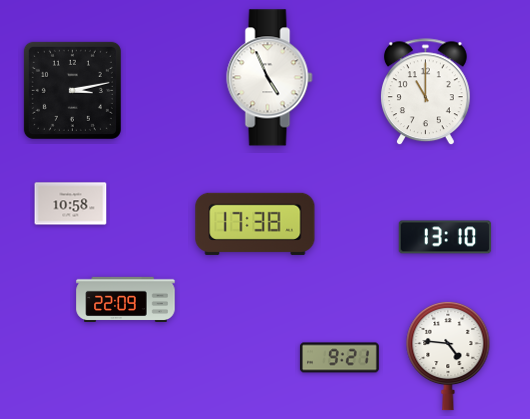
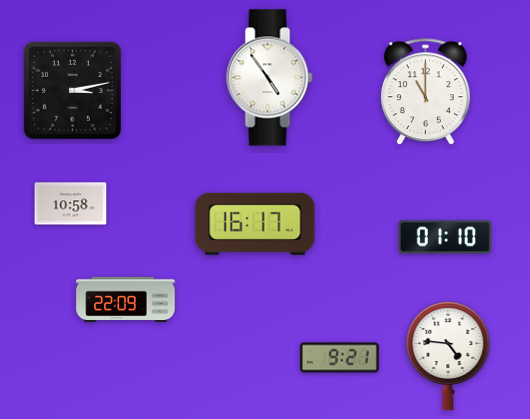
clock at (270, 78): 4:56 -> 4:54
clock at (255, 224): 17:38 -> 16:17
clock at (445, 237): 13:10 -> 01:10
